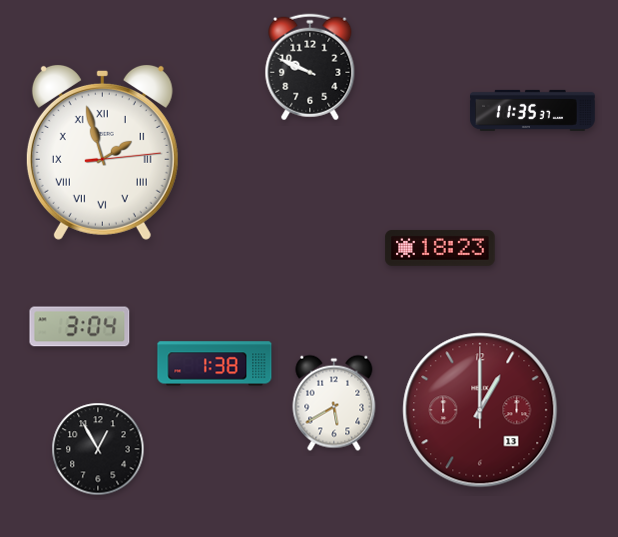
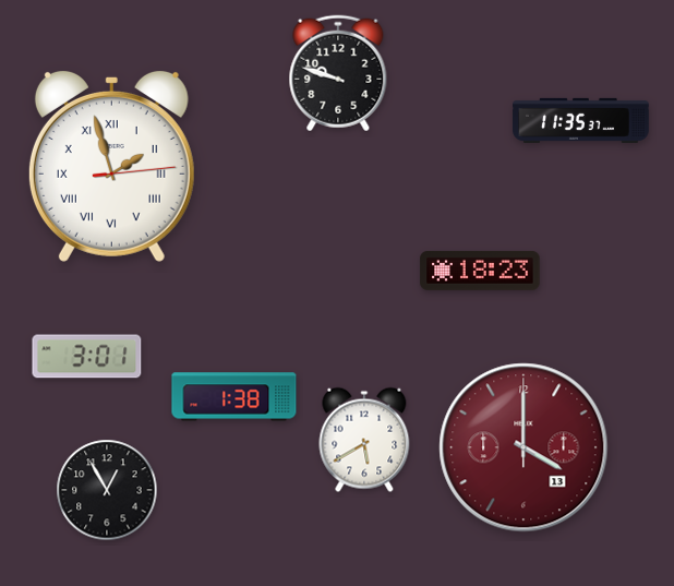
clock at (310, 67): 9:49 -> 9:48
clock at (80, 327): 3:04 -> 3:01
clock at (480, 410): 1:00 -> 4:00
